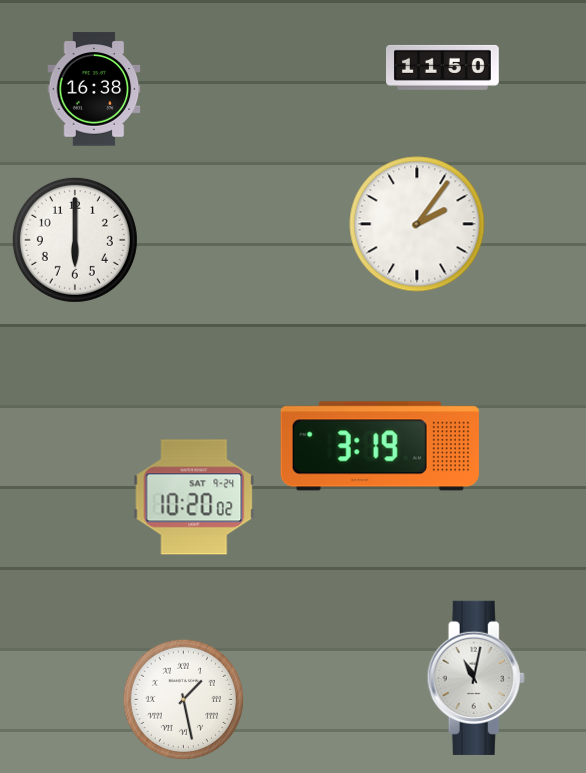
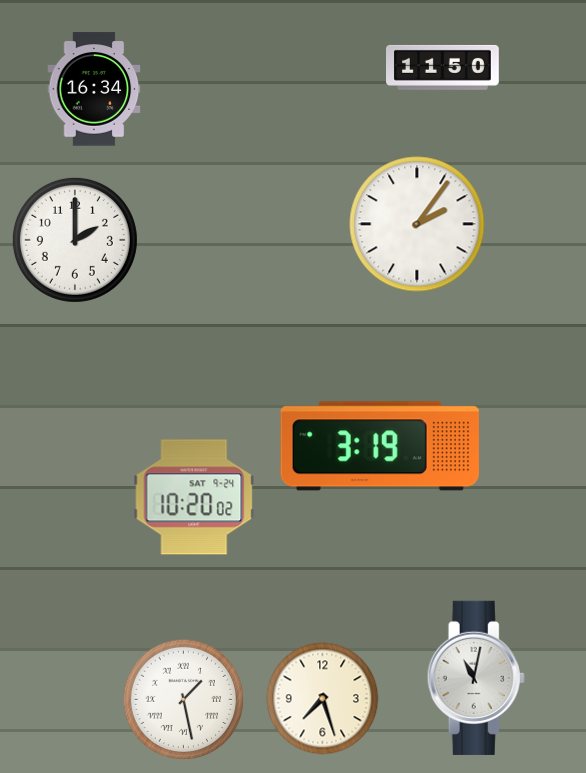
clock at (94, 89): 16:38 -> 16:34
clock at (75, 240): 6:00 -> 2:00
clock at (323, 699): none -> 7:27
